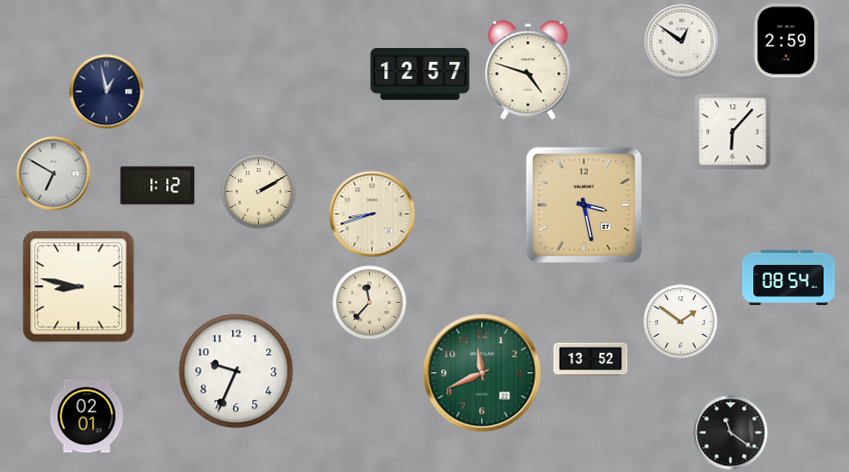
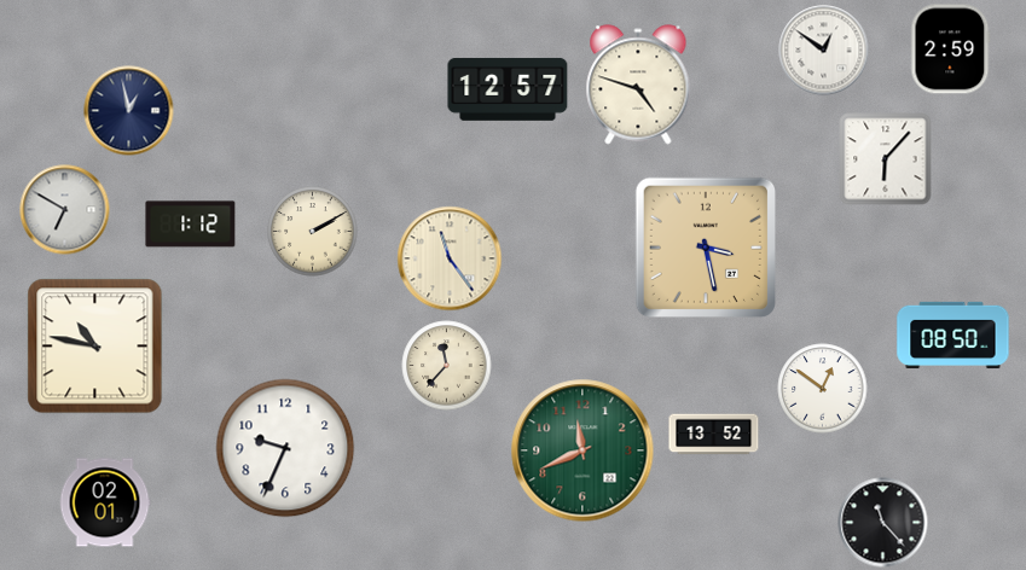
clock at (372, 214): 8:42 -> 11:24
clock at (789, 278): 08:54 -> 08:50
clock at (79, 287): 8:47 -> 10:47
clock at (681, 322): 1:51 -> 12:51
clock at (731, 433): 11:21 -> 11:23
